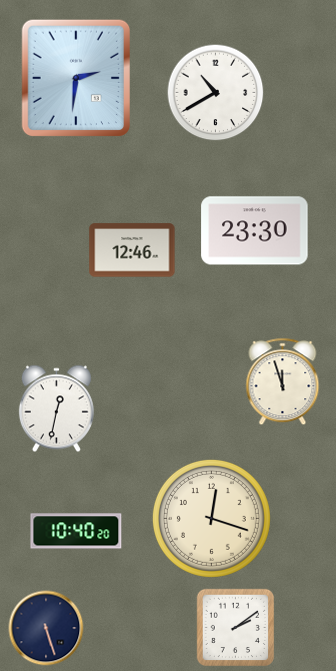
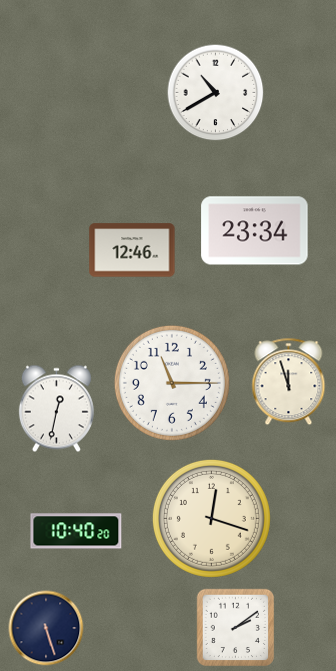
clock at (75, 78): 2:31 -> none
clock at (255, 231): 23:30 -> 23:34
clock at (283, 382) position: (283, 382) -> (289, 382)
clock at (172, 383): none -> 11:15
